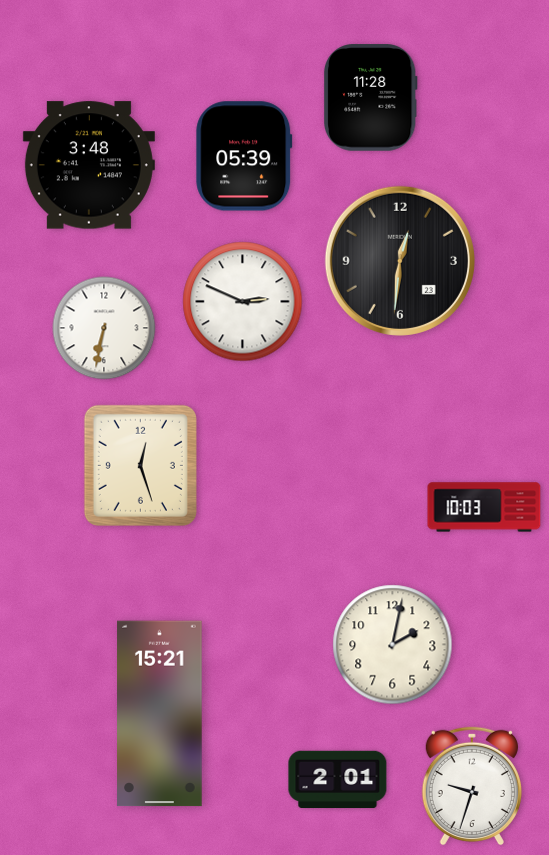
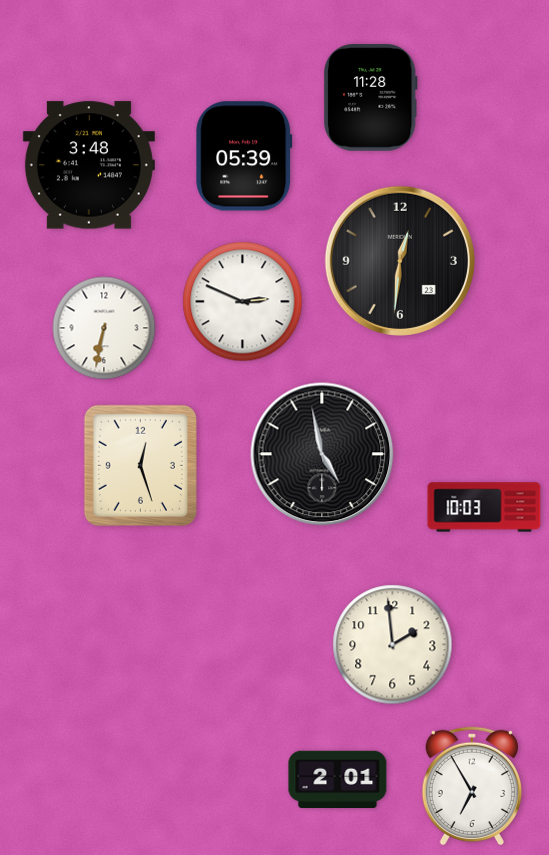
clock at (322, 454): none -> 4:58
clock at (393, 645): 2:02 -> 1:59
clock at (160, 714): 15:21 -> none
clock at (472, 786): 9:33 -> 6:55
